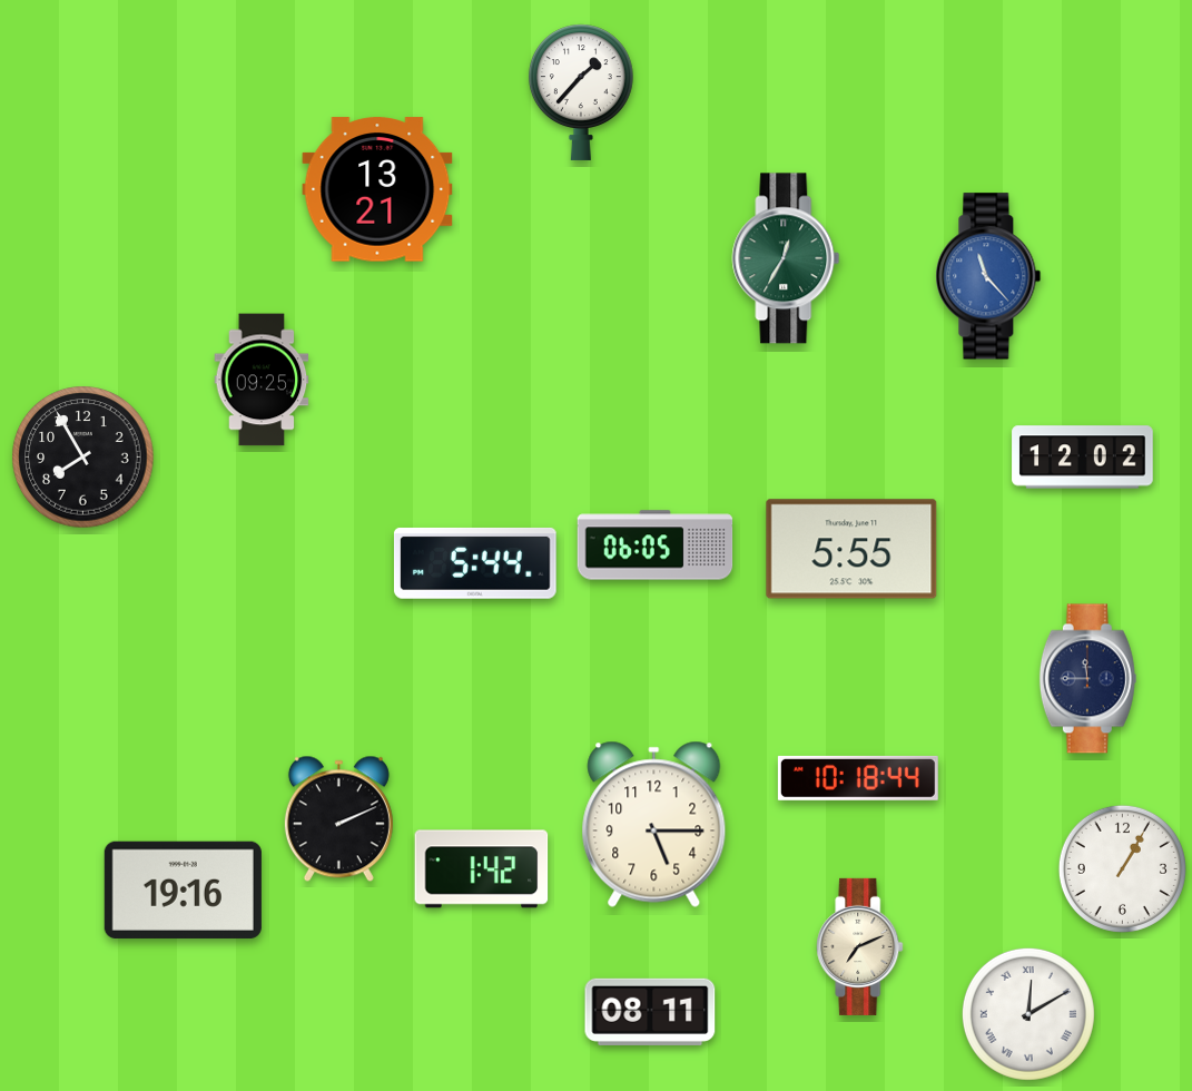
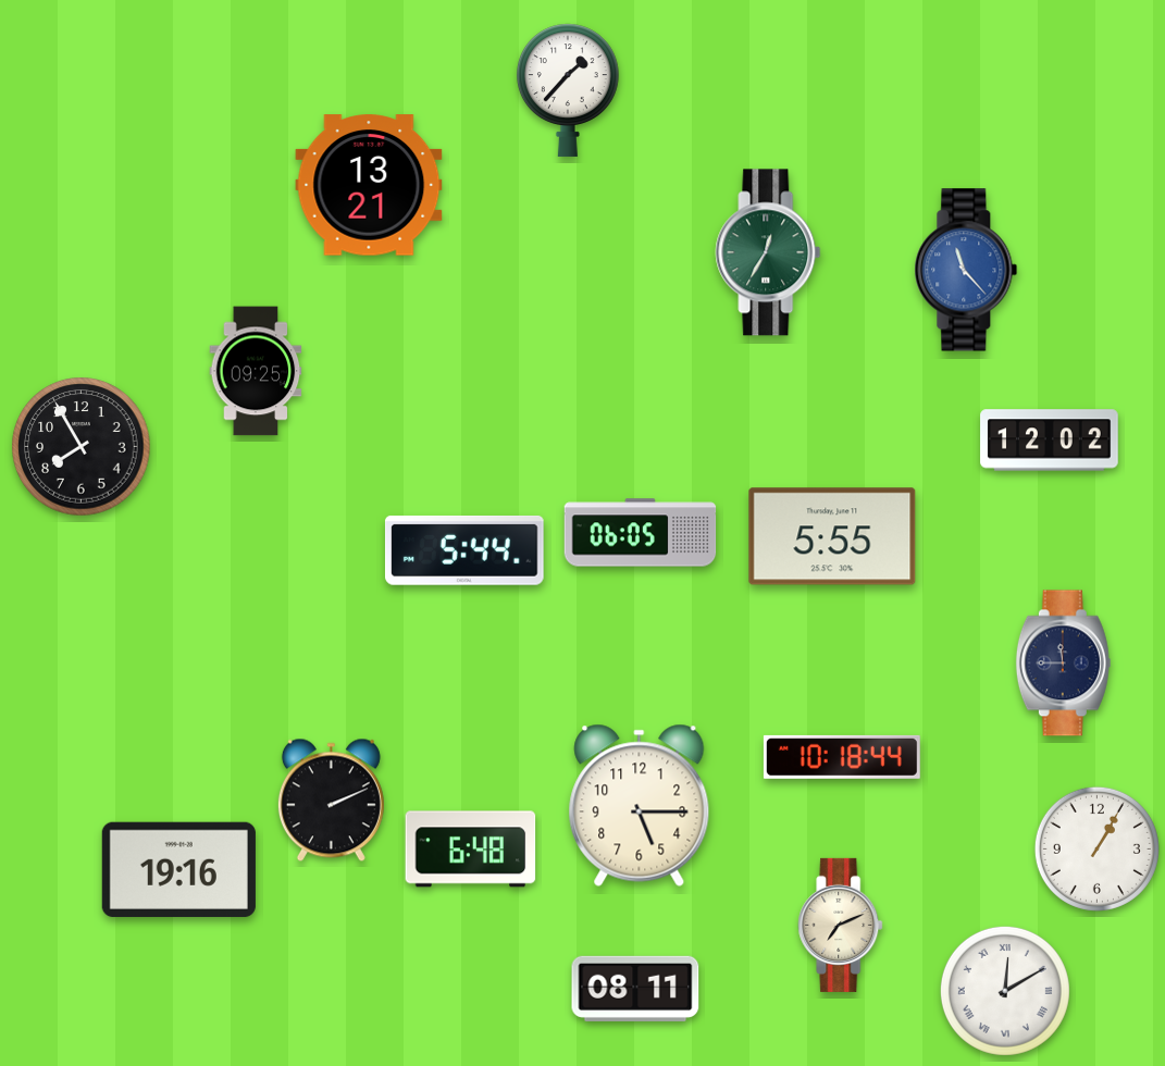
clock at (1083, 458) position: (1083, 458) -> (1050, 441)
clock at (858, 778) position: (858, 778) -> (842, 757)
clock at (482, 869): 1:42 -> 6:48
